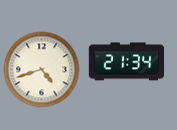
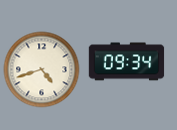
clock at (127, 62): 21:34 -> 09:34
